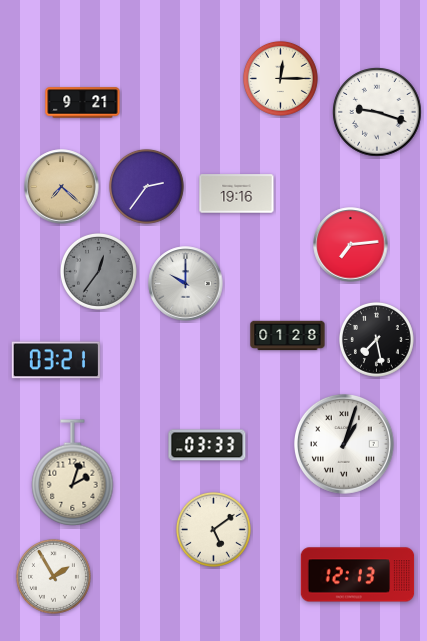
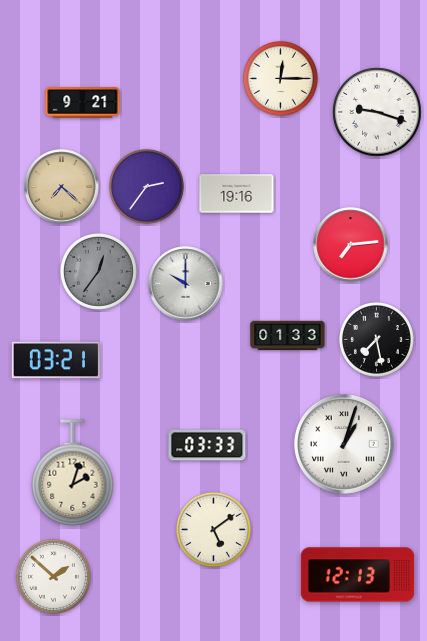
clock at (288, 336): 01:28 -> 01:33
clock at (53, 576): 1:55 -> 1:52
